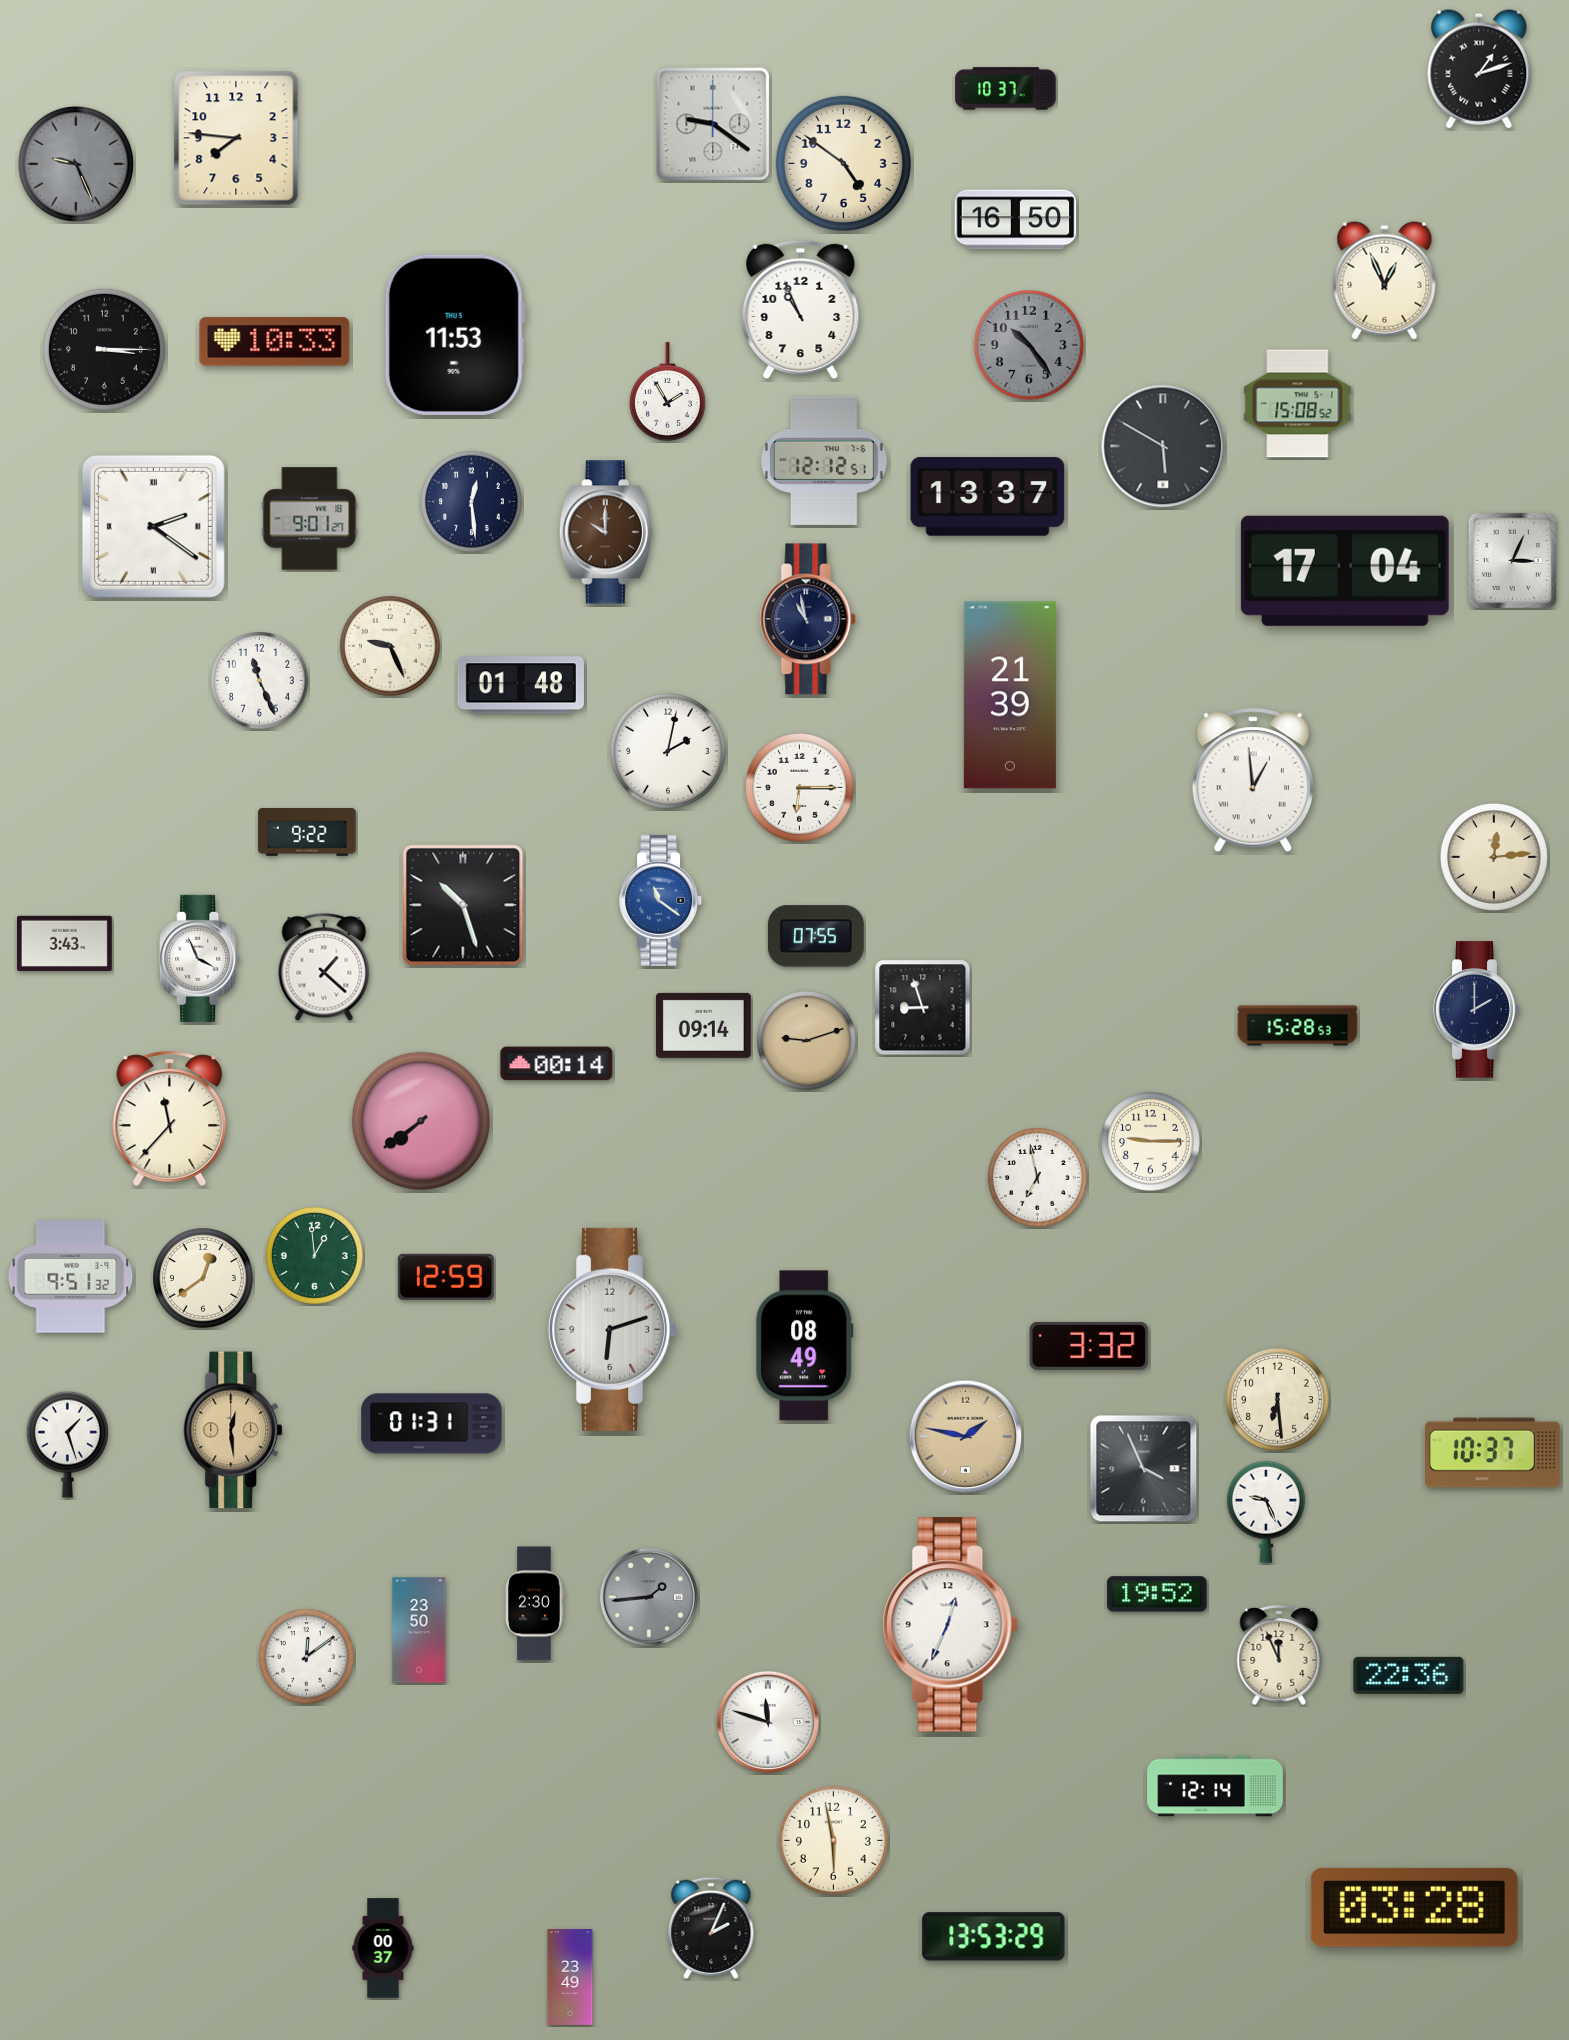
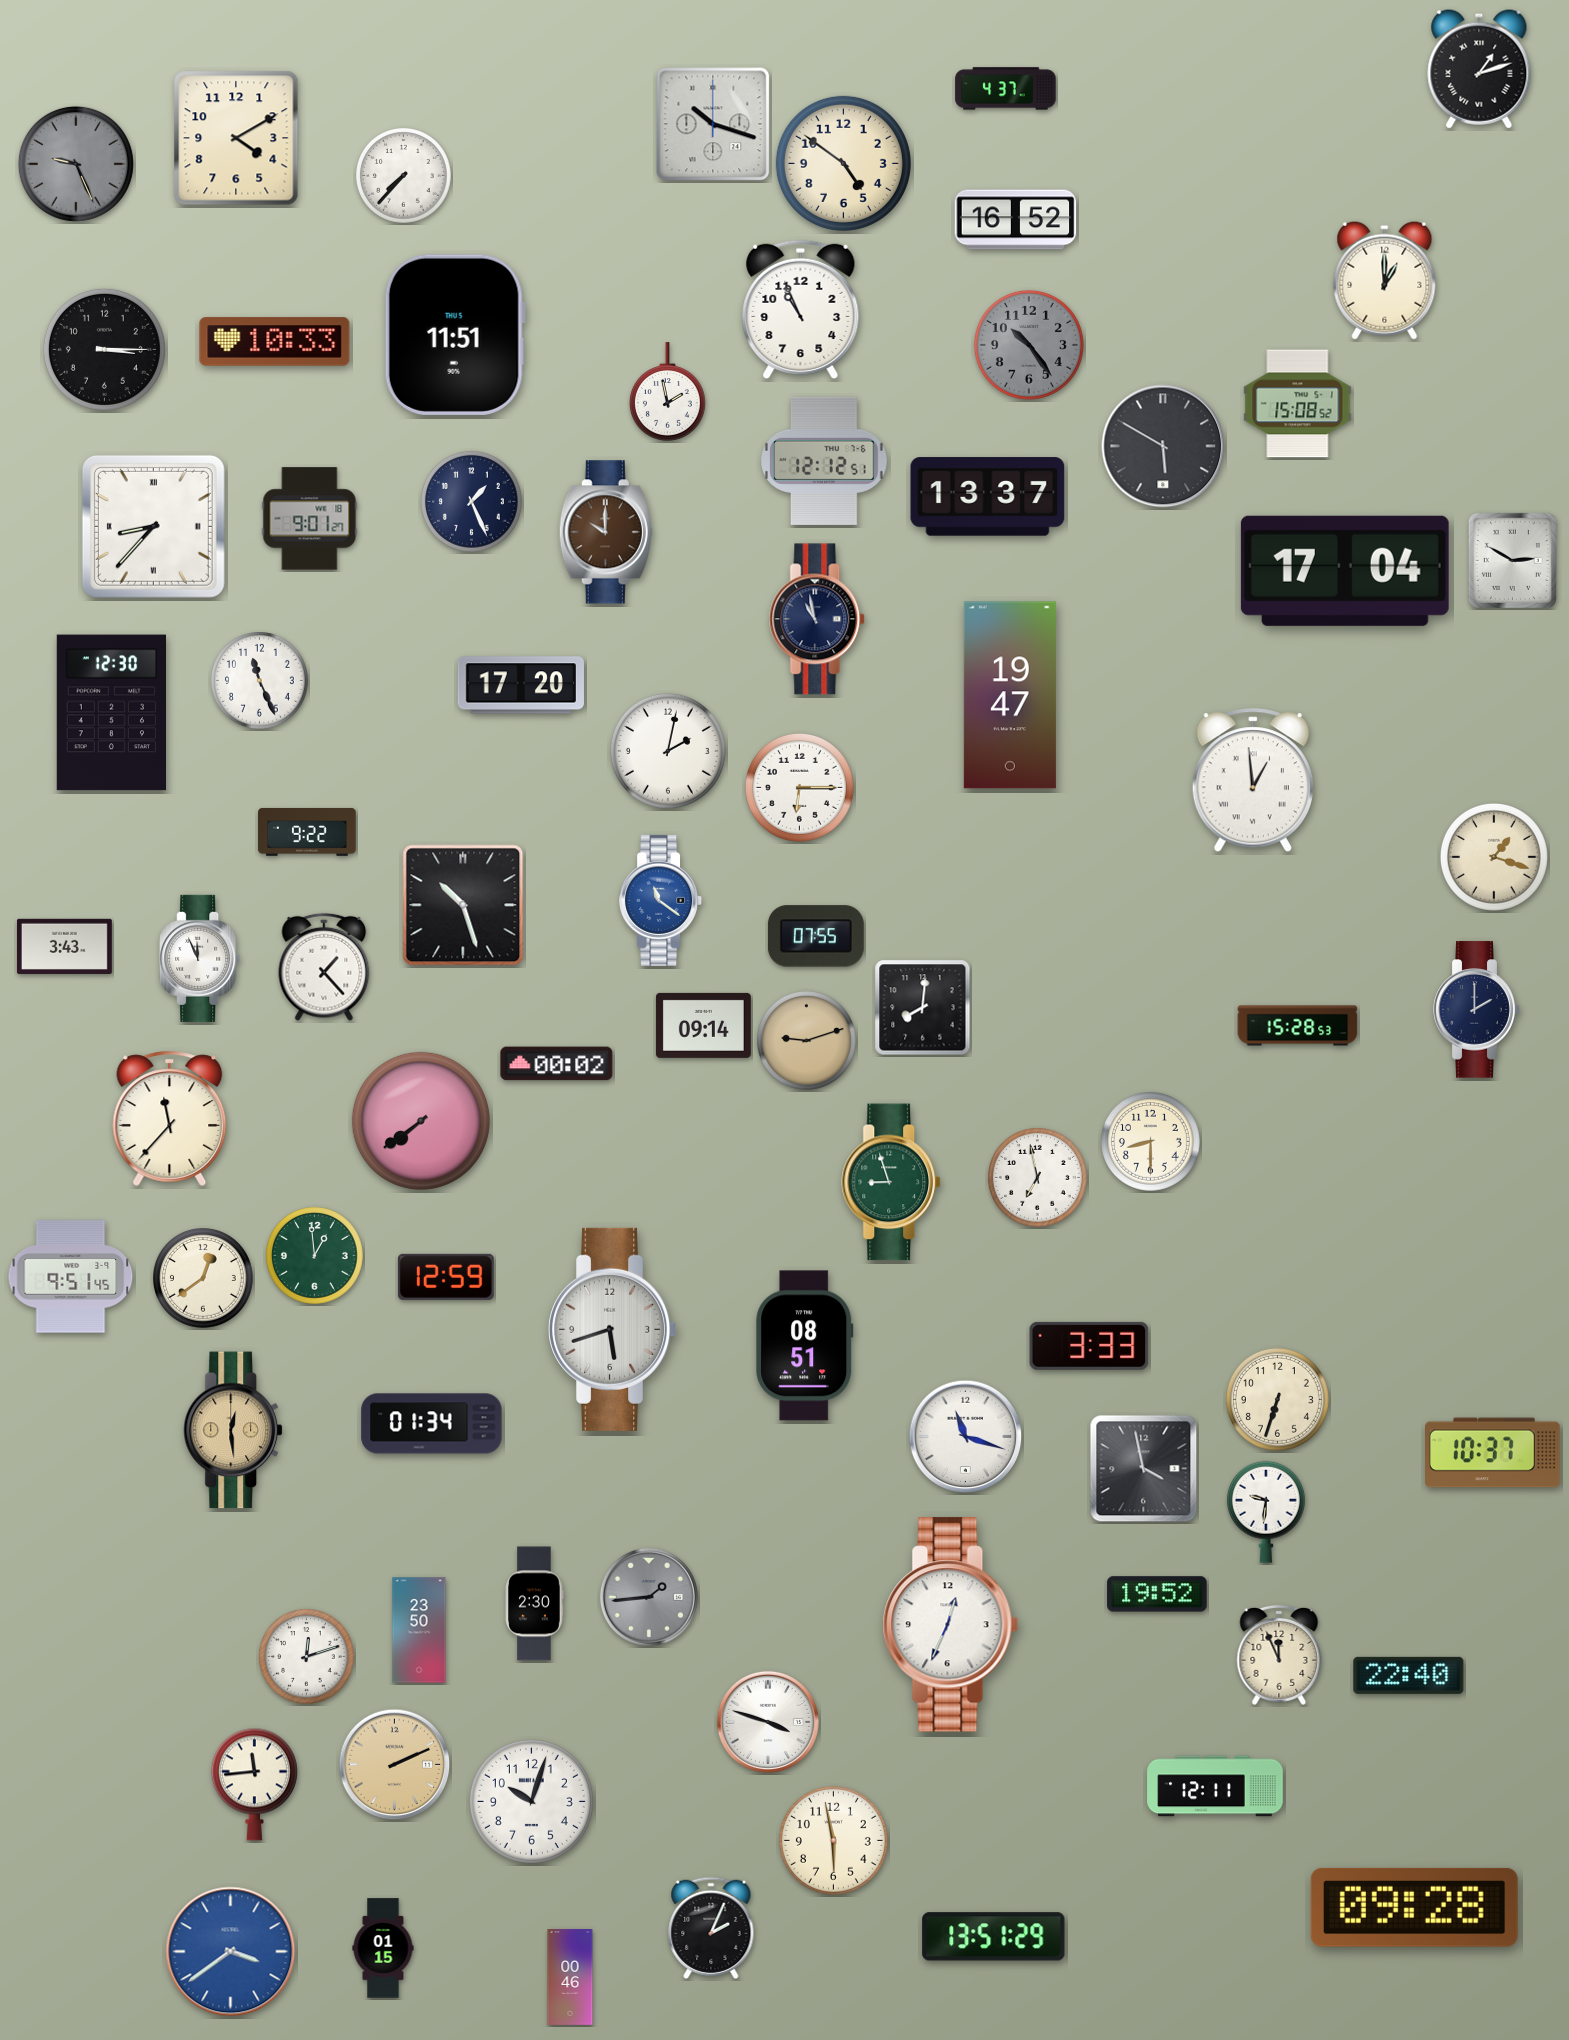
clock at (1006, 89): 10:37 -> 4:37
clock at (713, 124): 9:21 -> 10:18
clock at (236, 138): 7:46 -> 4:10
clock at (404, 176): none -> 7:37
clock at (1016, 220): 16:50 -> 16:52
clock at (1385, 280): 12:56 -> 1:00
clock at (455, 335): 11:53 -> 11:51
clock at (667, 392): 1:55 -> 1:58
clock at (472, 502): 12:29 -> 1:26
clock at (153, 526): 2:21 -> 8:37
clock at (1512, 560): 3:04 -> 2:50
clock at (809, 619) position: (809, 619) -> (818, 619)
clock at (391, 647): 9:26 -> none
clock at (521, 685): 01:48 -> 17:20
clock at (1010, 695): 21:39 -> 19:47
clock at (111, 713): none -> 12:30
clock at (1494, 857): 12:14 -> 1:18
clock at (64, 943) position: (64, 943) -> (64, 946)
clock at (200, 958): 3:56 -> 11:56
clock at (324, 967): 1:22 -> 1:23
clock at (923, 1008): 8:57 -> 8:01
clock at (557, 1064): 00:14 -> 00:02
clock at (1151, 1142): 9:15 -> 8:30
clock at (892, 1182): none -> 8:57
clock at (71, 1277): 9:51:32 -> 9:51:45
clock at (613, 1329): 6:12 -> 5:42
clock at (805, 1346): 08:49 -> 08:51
clock at (1089, 1346): 3:32 -> 3:33
clock at (1277, 1399): 6:29 -> 6:33
clock at (432, 1424): 01:31 -> 01:34
clock at (966, 1437): 1:47 -> 11:18
clock at (966, 1437) dial: champagne -> white
clock at (67, 1444): 1:27 -> none
clock at (1144, 1469): 3:56 -> 3:58
clock at (1266, 1512): 9:26 -> 9:31
clock at (307, 1657): 12:09 -> 12:12
clock at (1409, 1675): 22:36 -> 22:40
clock at (768, 1722): 11:48 -> 3:48
clock at (395, 1765): none -> 2:11
clock at (254, 1784): none -> 11:44
clock at (1215, 1786): 12:14 -> 12:11
clock at (531, 1801): none -> 10:03
clock at (1414, 1907): 03:28 -> 09:28
clock at (994, 1937): 13:53 -> 13:51
clock at (383, 1948): 00:37 -> 01:15
clock at (231, 1952): none -> 3:39
clock at (570, 1977): 23:49 -> 00:46
